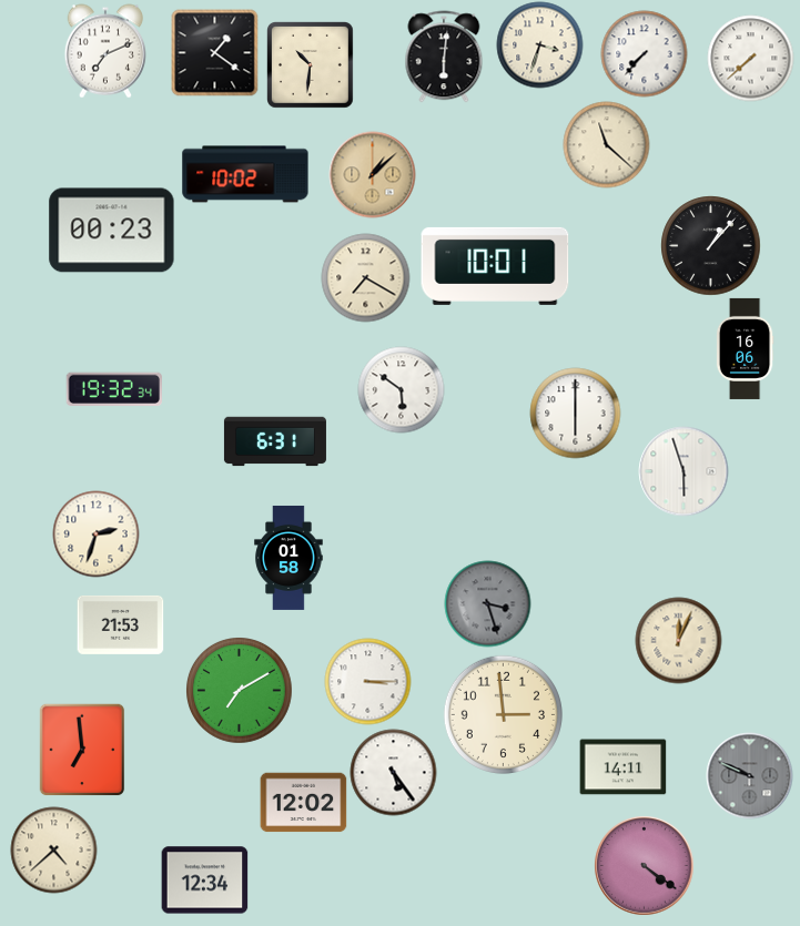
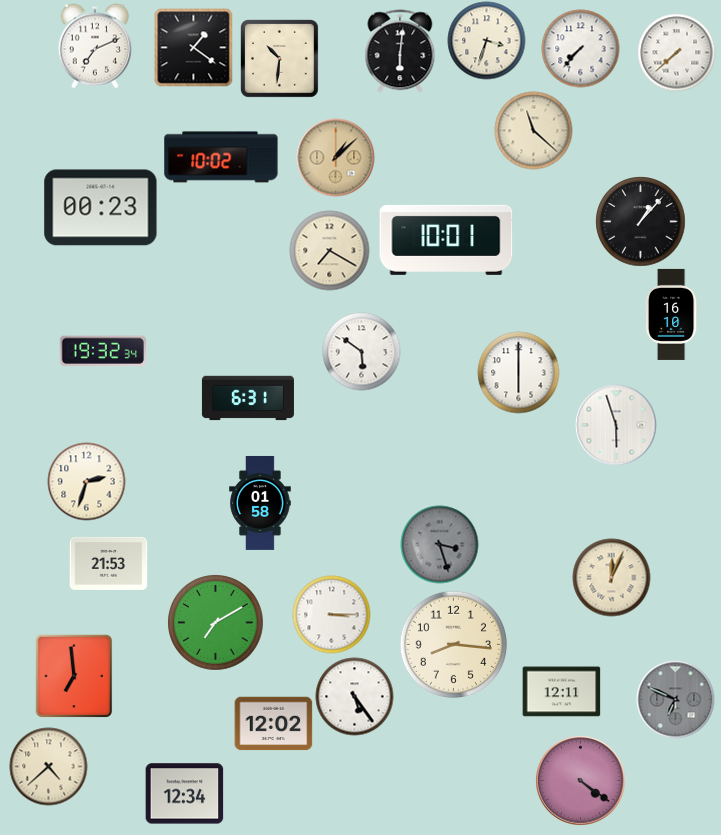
clock at (606, 144) position: (606, 144) -> (533, 130)
clock at (745, 348): 16:06 -> 16:10
clock at (503, 714): 2:59 -> 8:16
clock at (622, 767): 14:11 -> 12:11
clock at (749, 775): 9:49 -> 6:49
